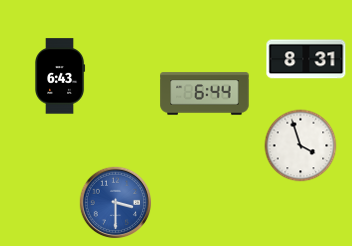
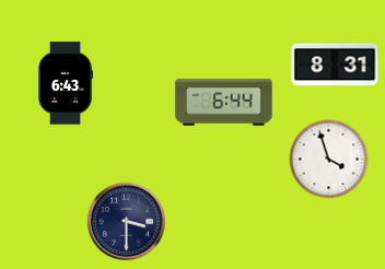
clock at (116, 203) dial: blue -> navy
